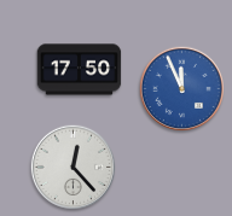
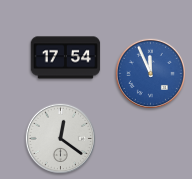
clock at (80, 70): 17:50 -> 17:54
clock at (72, 167): 12:23 -> 12:21
